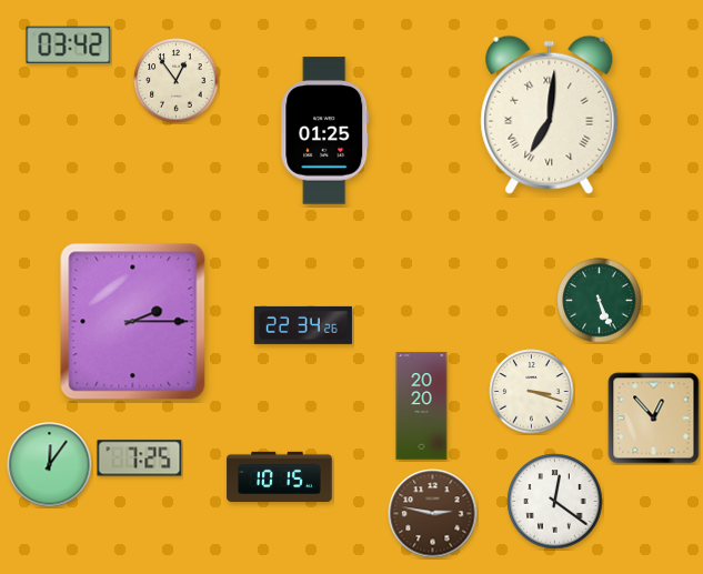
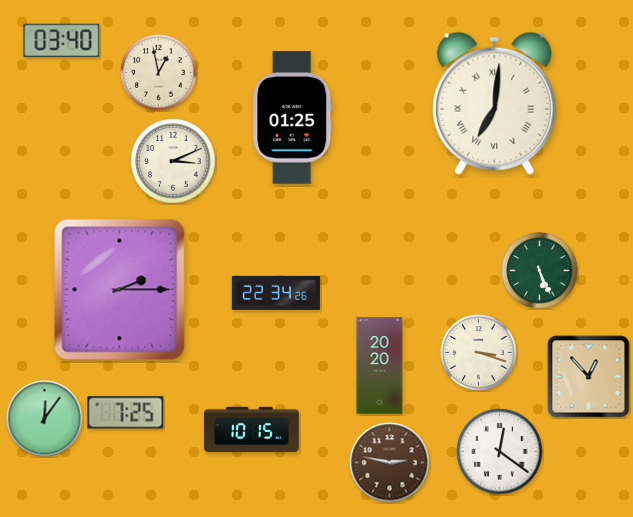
clock at (69, 44): 03:42 -> 03:40
clock at (177, 81): 12:54 -> 12:58
clock at (173, 161): none -> 3:11
clock at (303, 325) position: (303, 325) -> (276, 293)
